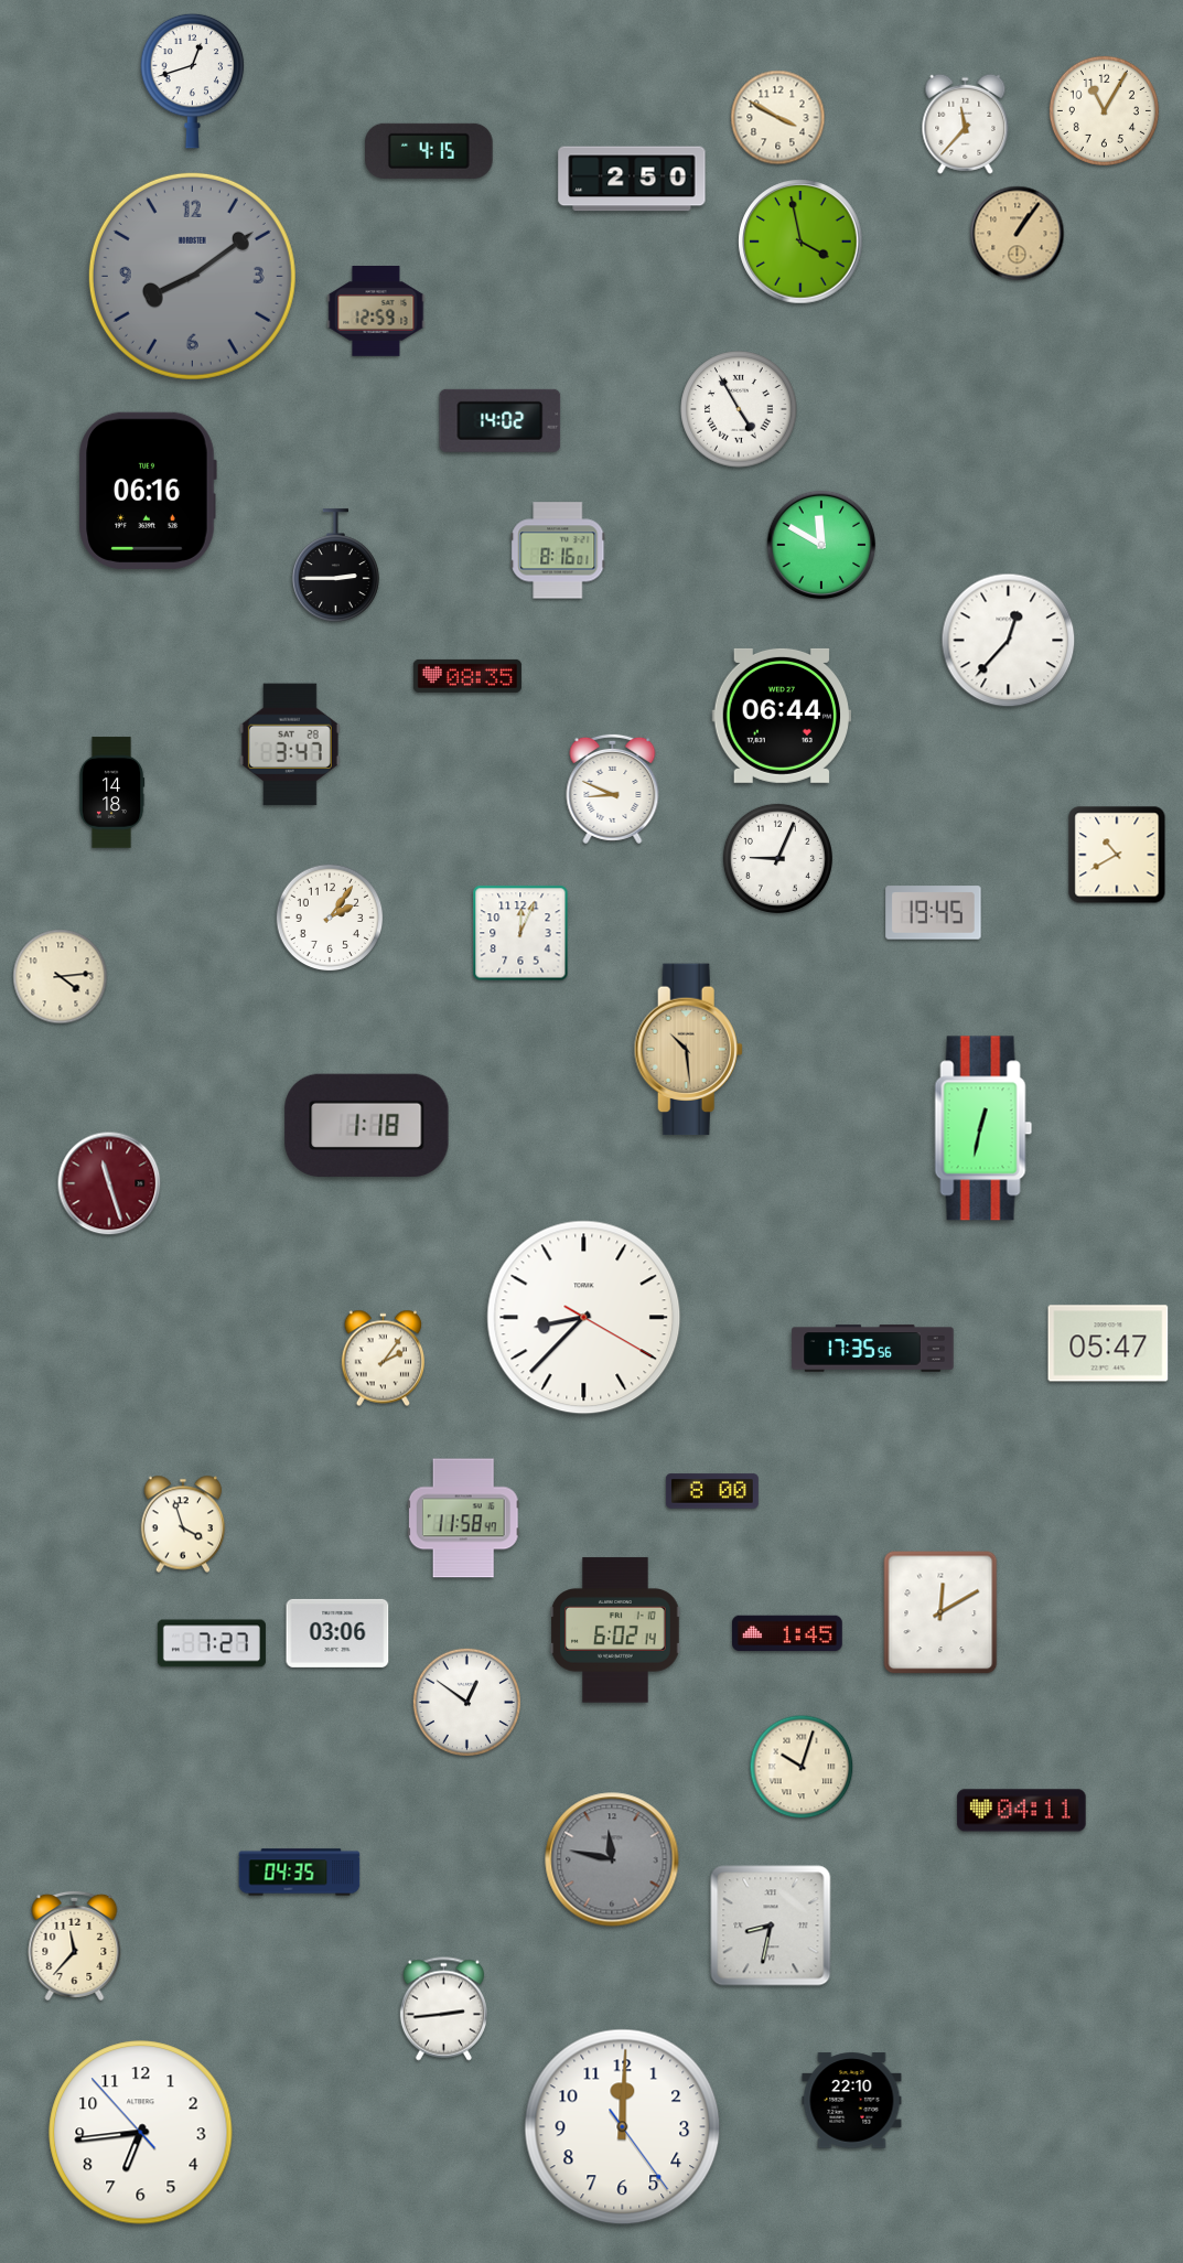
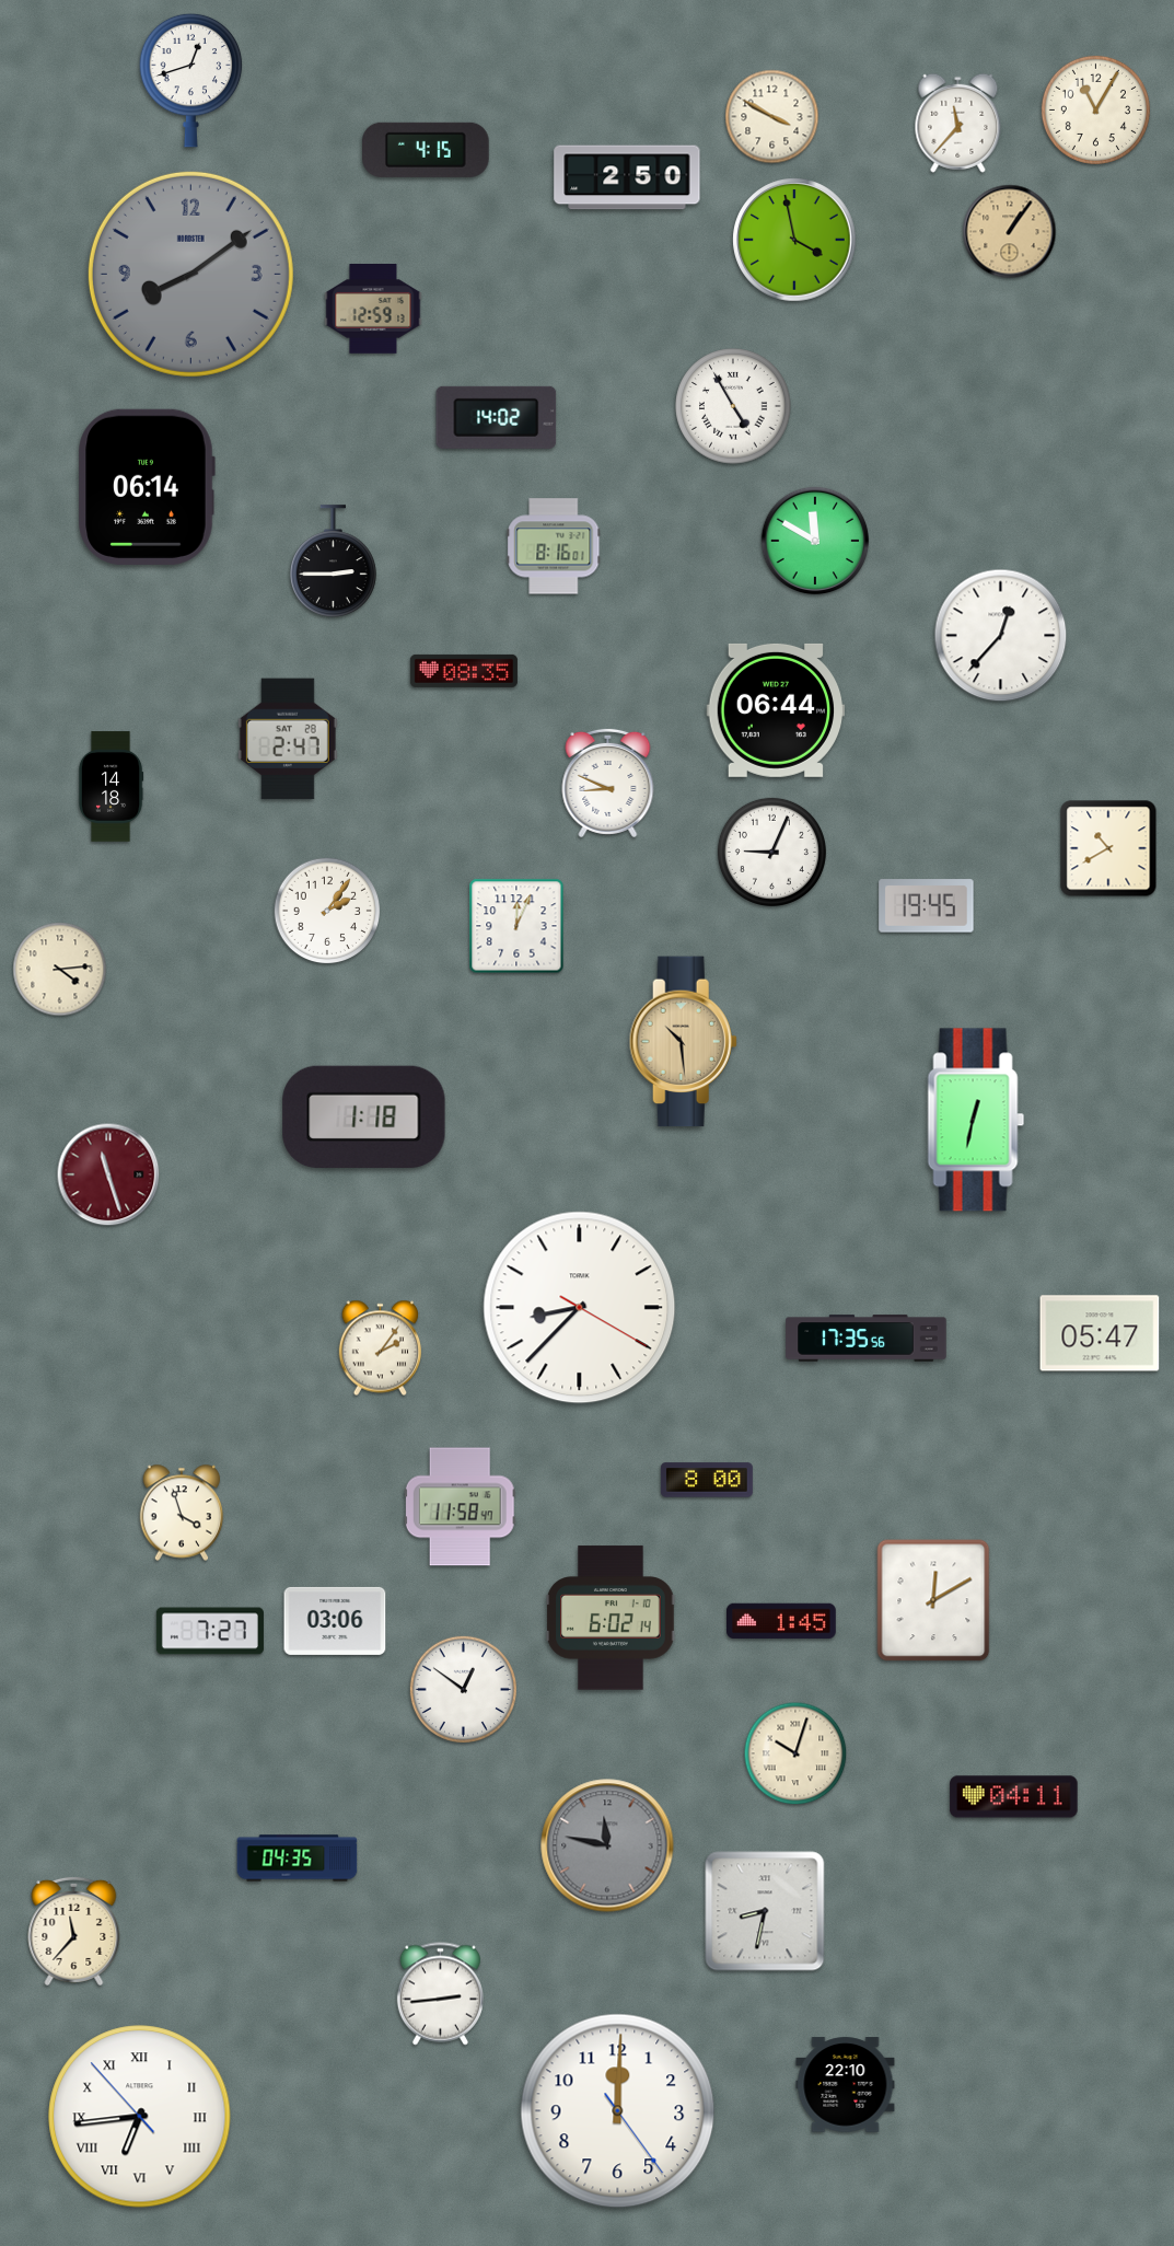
clock at (148, 491): 06:16 -> 06:14
clock at (290, 744): 3:47 -> 2:47
clock at (141, 2133) numerals: Arabic -> Roman
